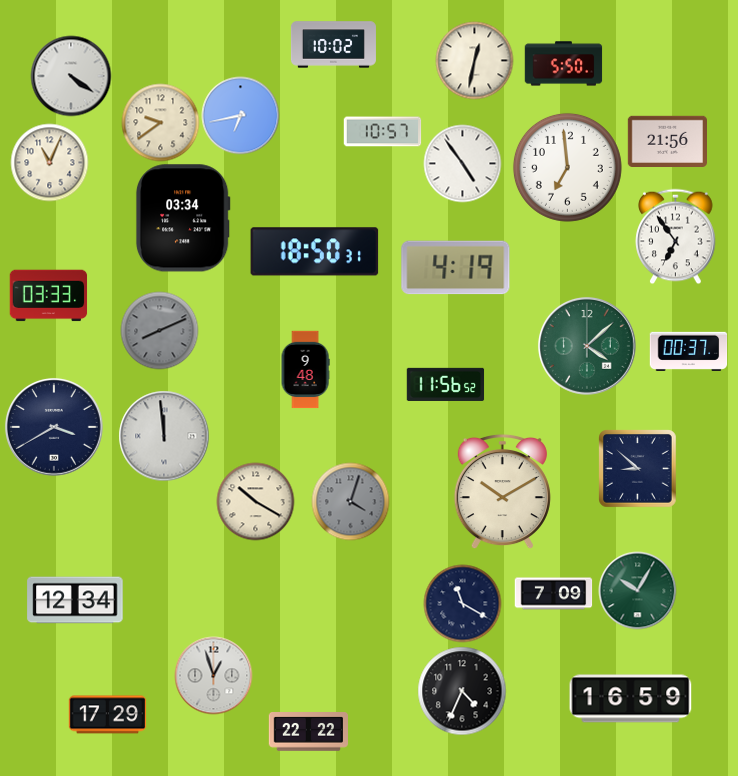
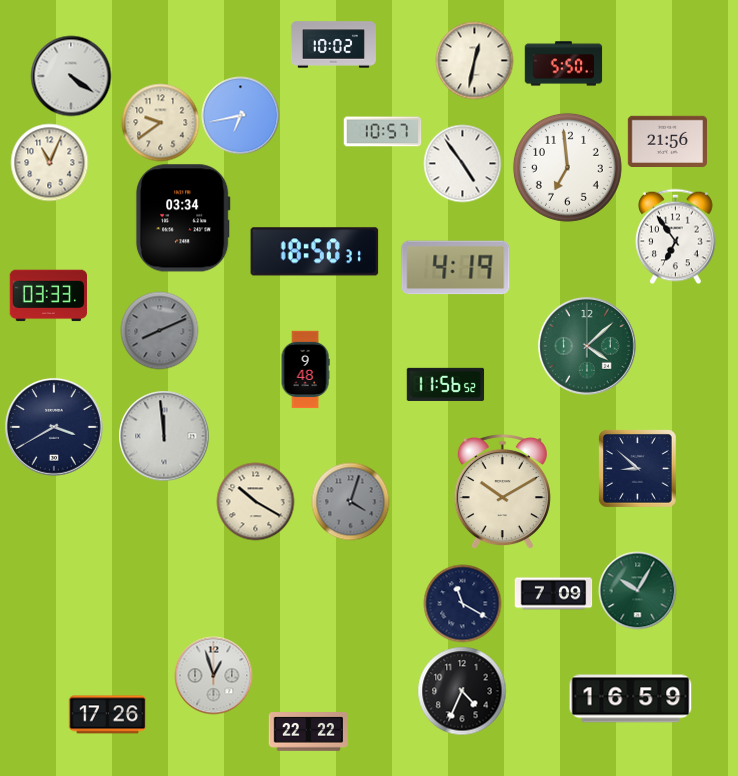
clock at (688, 351): 00:37 -> none
clock at (75, 600): 12:34 -> none
clock at (107, 715): 17:29 -> 17:26
